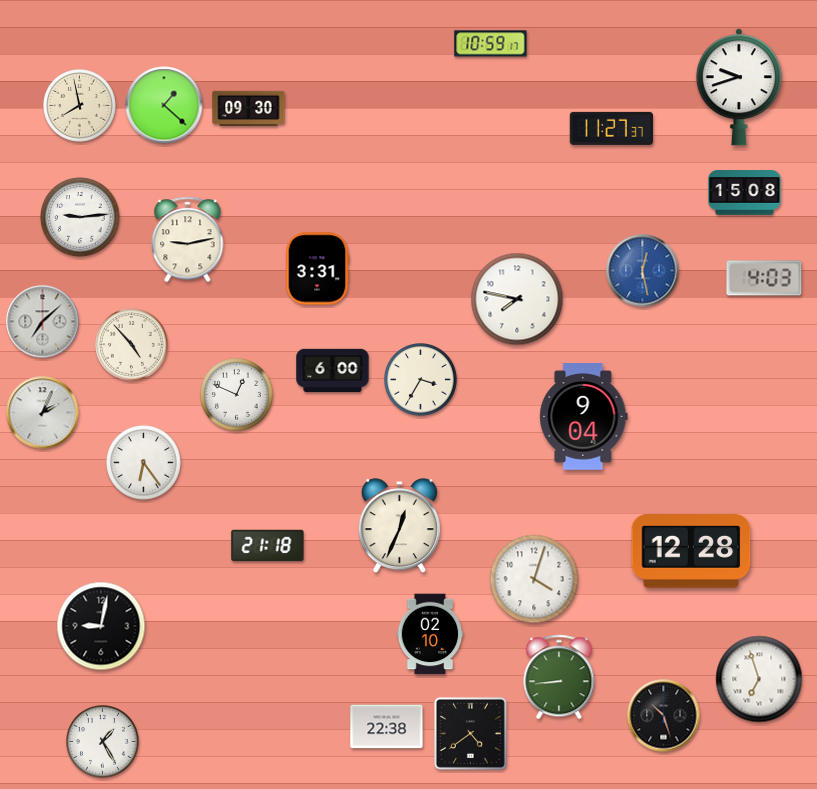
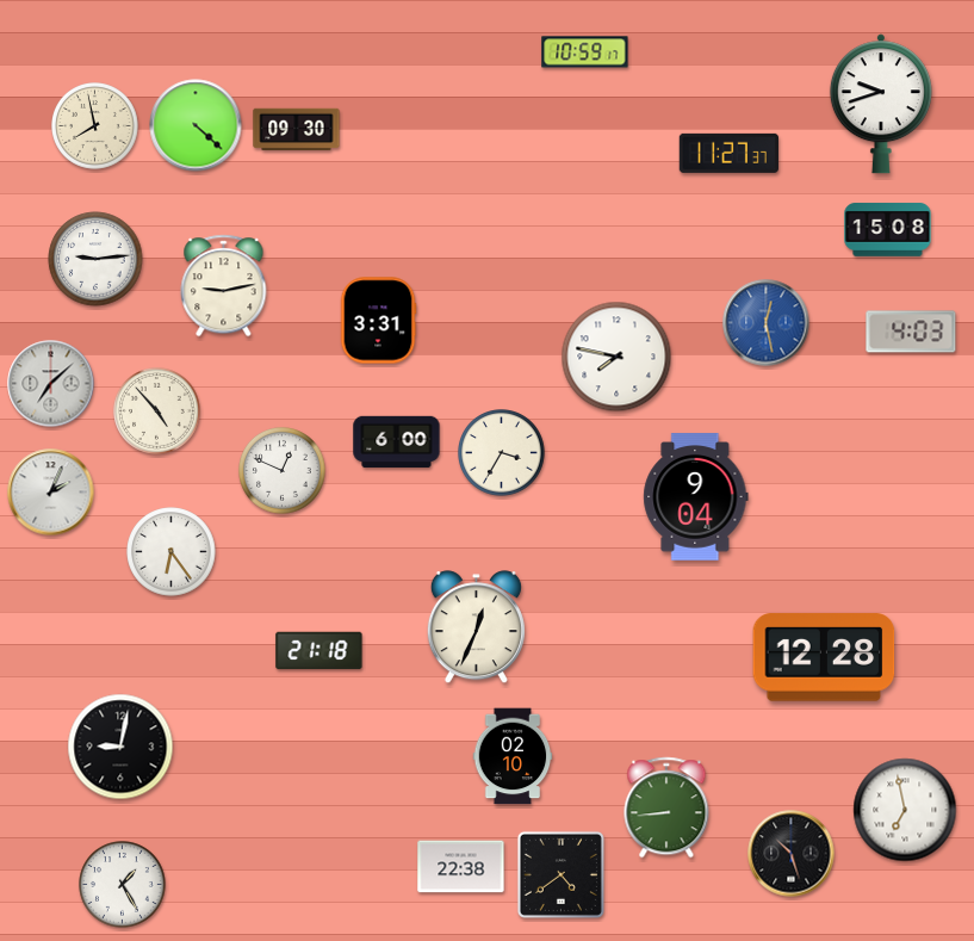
clock at (164, 105): 1:22 -> 4:22
clock at (534, 579): 4:03 -> none
clock at (759, 679): 6:57 -> 6:58
